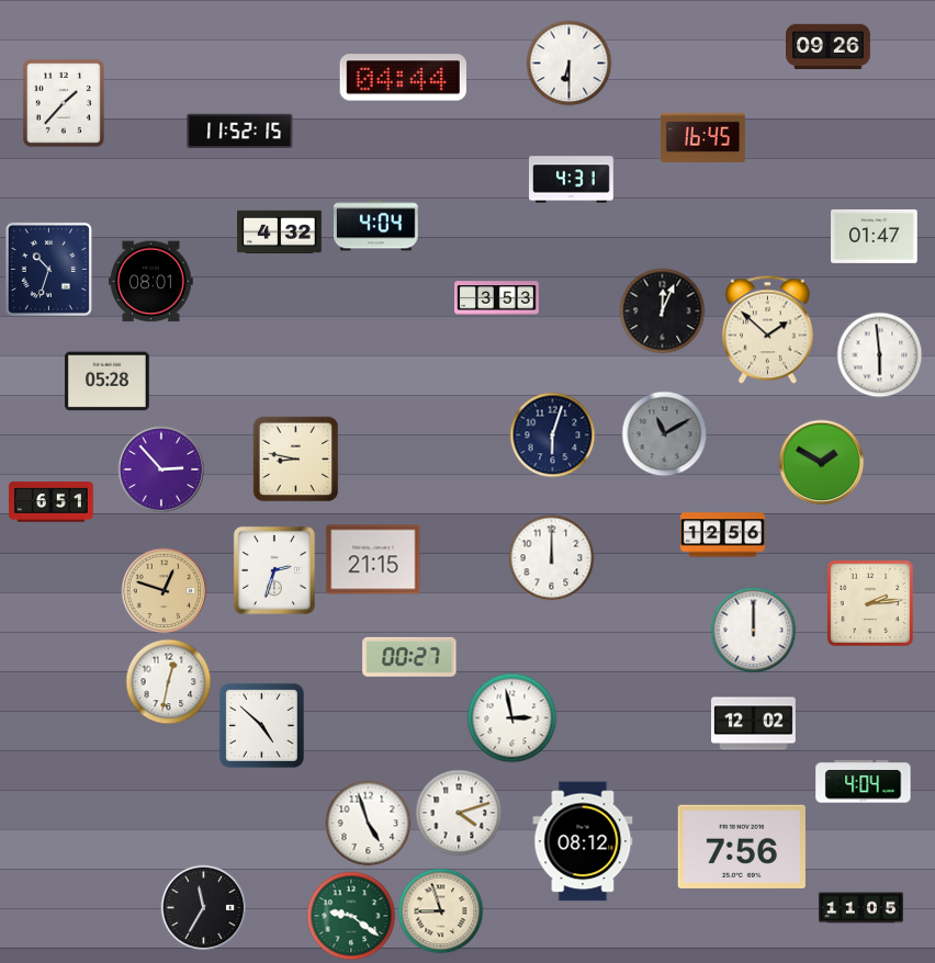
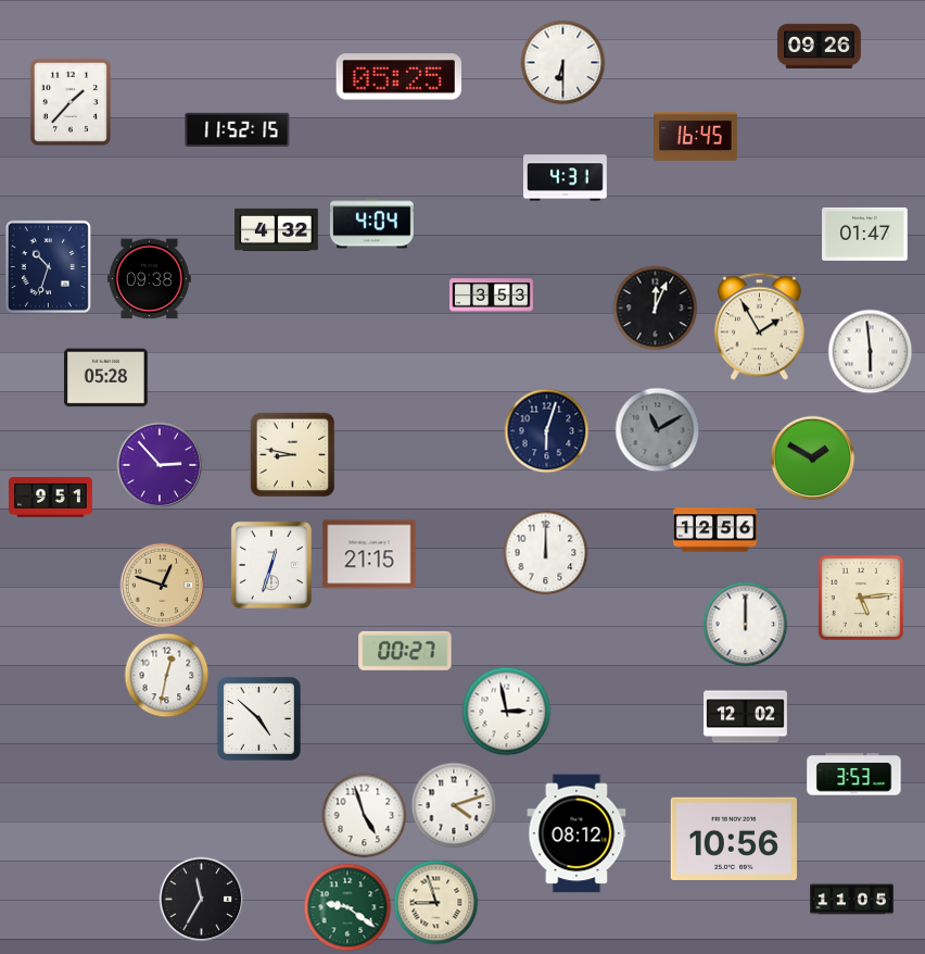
clock at (403, 78): 04:44 -> 05:25
clock at (64, 103) position: (64, 103) -> (71, 102)
clock at (151, 282): 08:01 -> 09:38
clock at (767, 329): 1:52 -> 1:55
clock at (52, 502): 6:51 -> 9:51
clock at (274, 570): 2:33 -> 12:33
clock at (869, 602): 2:14 -> 5:14
clock at (864, 782): 4:04 -> 3:53
clock at (742, 847): 7:56 -> 10:56
